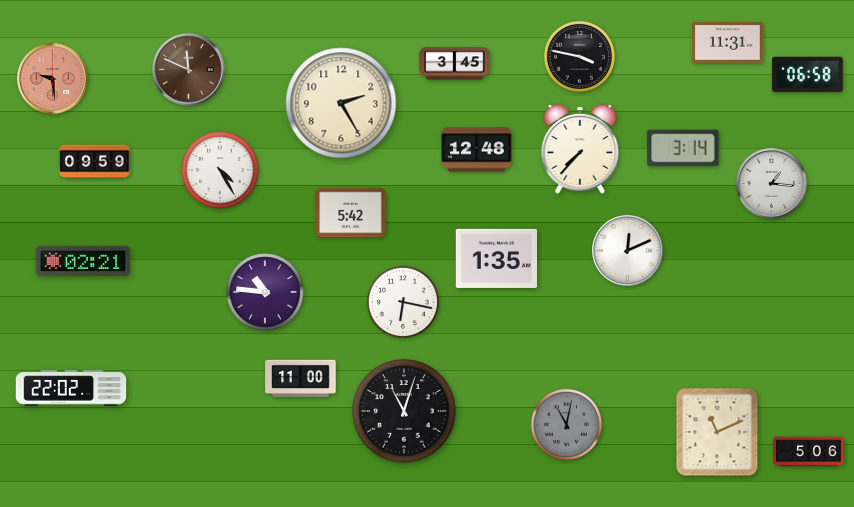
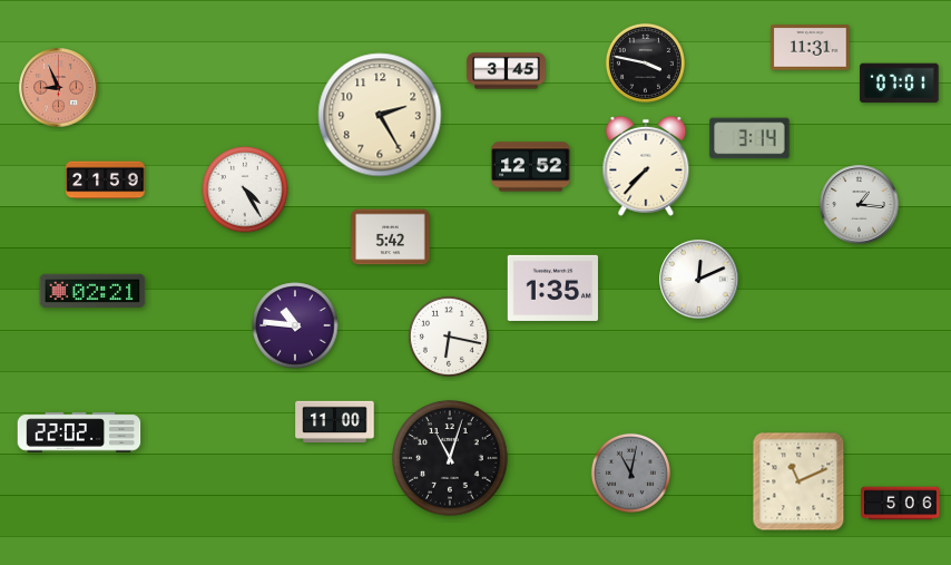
clock at (189, 70): 11:49 -> none
clock at (808, 75): 06:58 -> 07:01
clock at (53, 79): 9:29 -> 8:56
clock at (683, 148) position: (683, 148) -> (749, 138)
clock at (477, 150): 12:48 -> 12:52
clock at (95, 162): 09:59 -> 21:59
